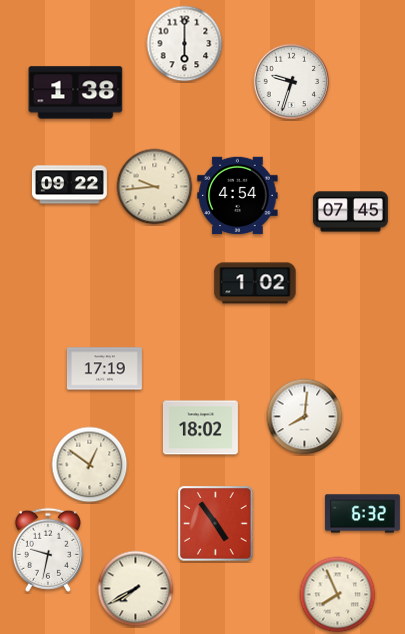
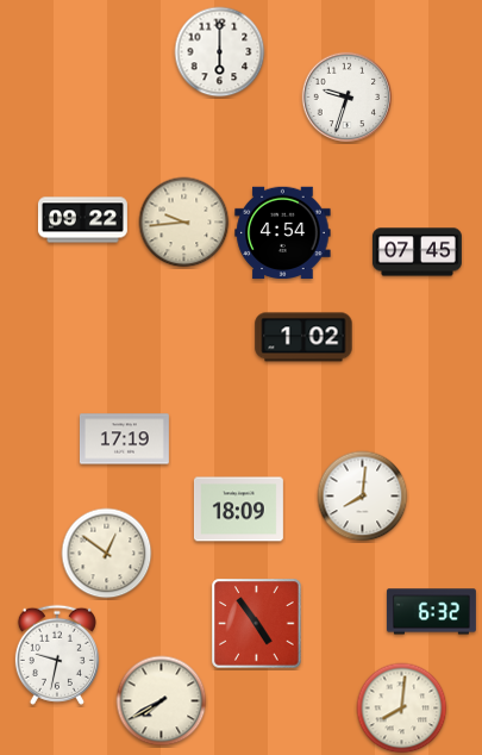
clock at (76, 93): 1:38 -> none
clock at (200, 428): 18:02 -> 18:09
clock at (338, 595): 7:56 -> 8:01
